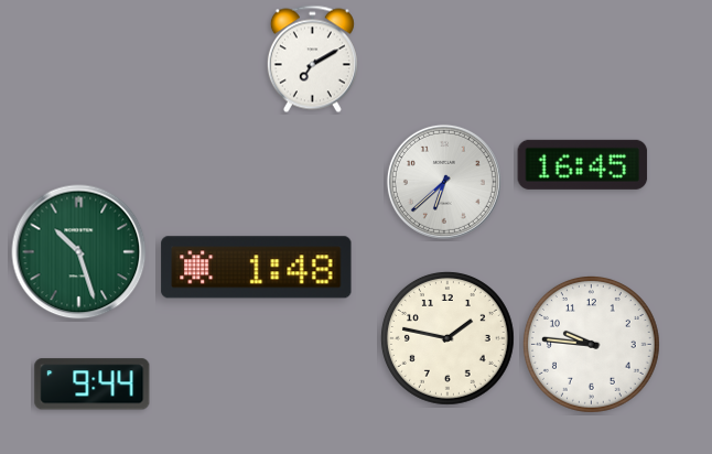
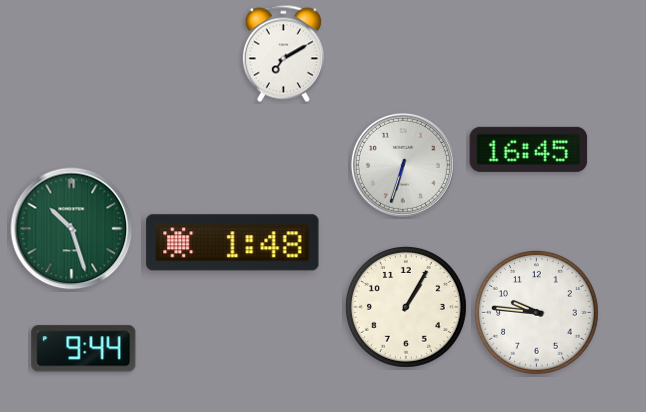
clock at (444, 182): 6:38 -> 6:33
clock at (447, 338): 1:47 -> 1:05
